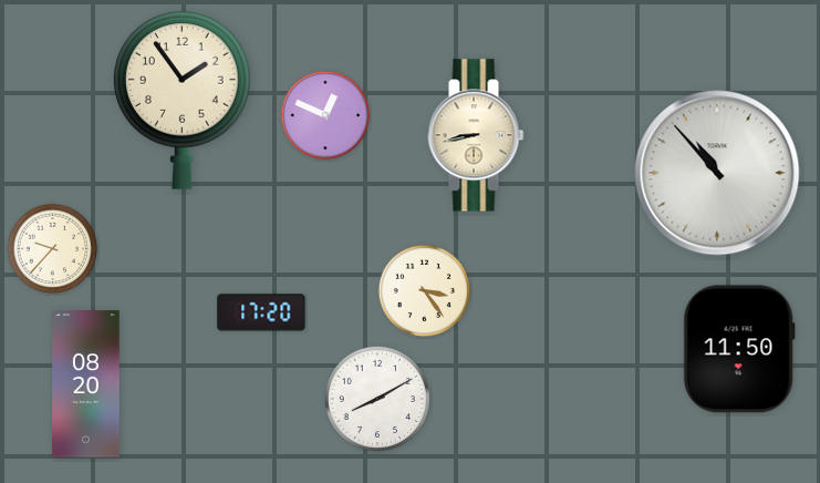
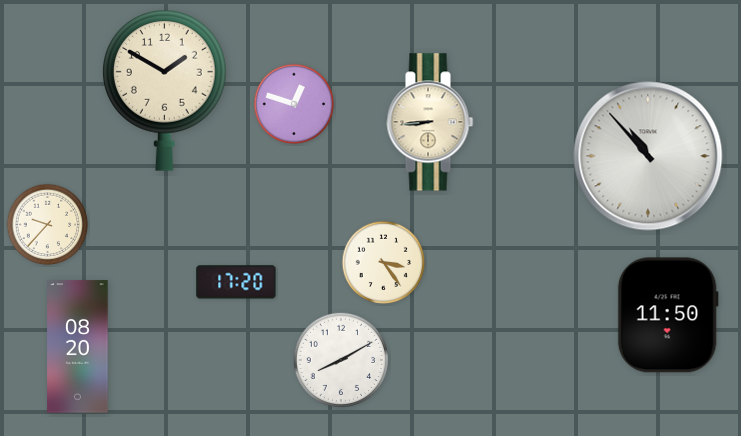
clock at (181, 101): 1:54 -> 1:50
clock at (325, 115): 12:49 -> 12:48
clock at (476, 135): 8:43 -> 8:44
